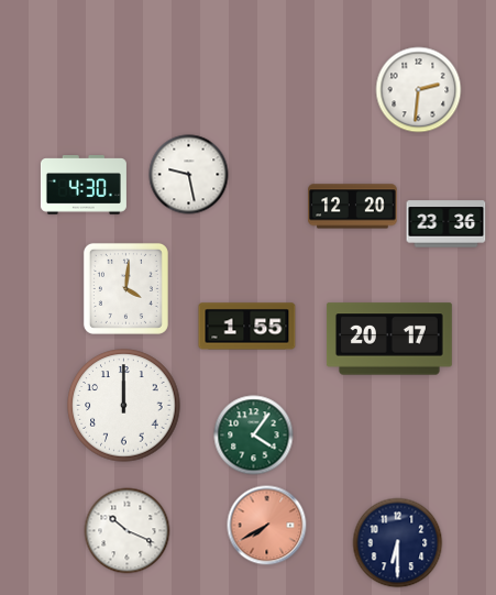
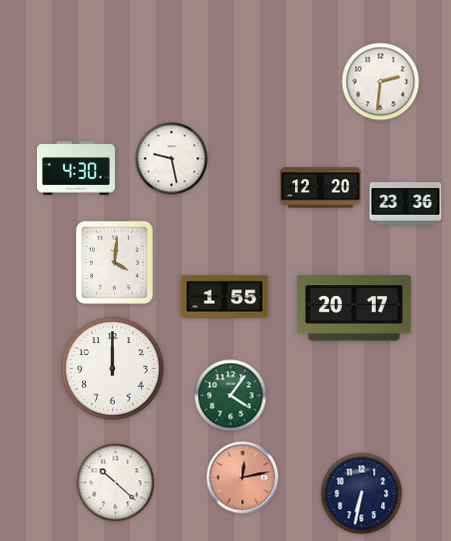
clock at (267, 526): 7:40 -> 12:13
clock at (128, 531): 10:19 -> 10:22
clock at (398, 543): 6:30 -> 6:32
